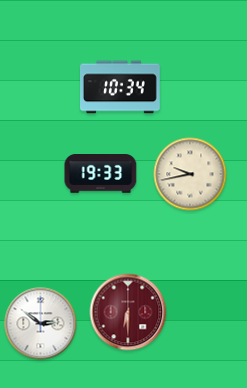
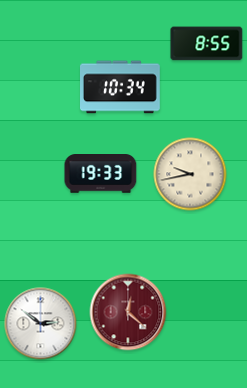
clock at (207, 44): none -> 8:55
clock at (128, 312): 6:30 -> 12:22
